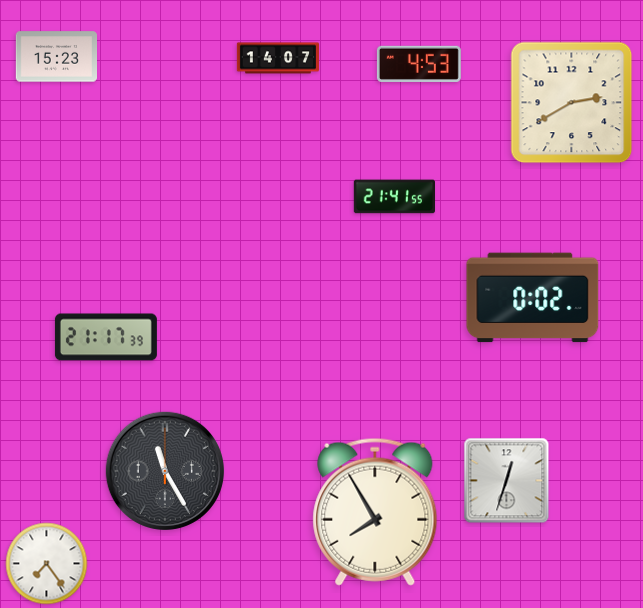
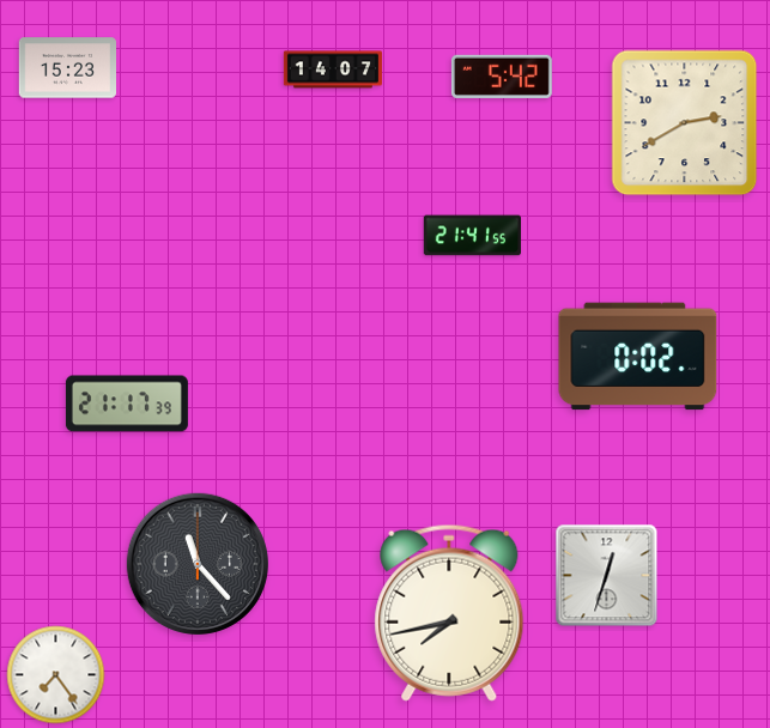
clock at (419, 64): 4:53 -> 5:42
clock at (165, 471): 11:25 -> 11:23
clock at (375, 512): 7:55 -> 7:43
